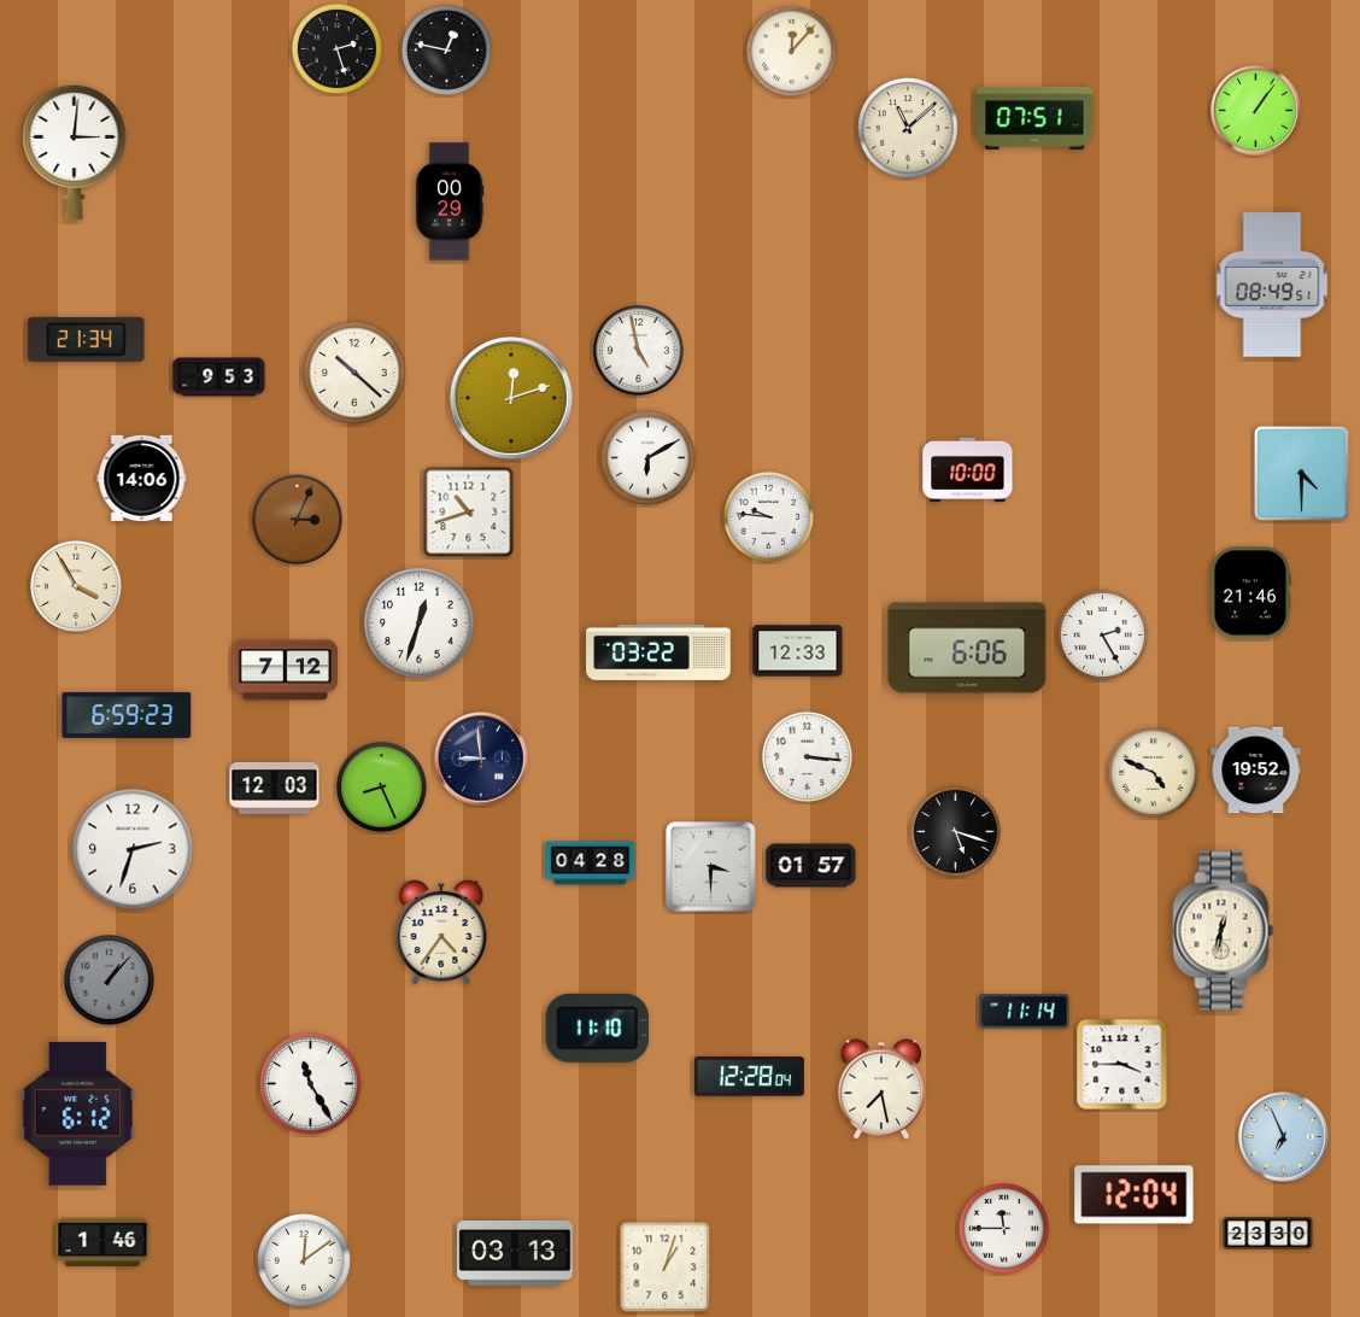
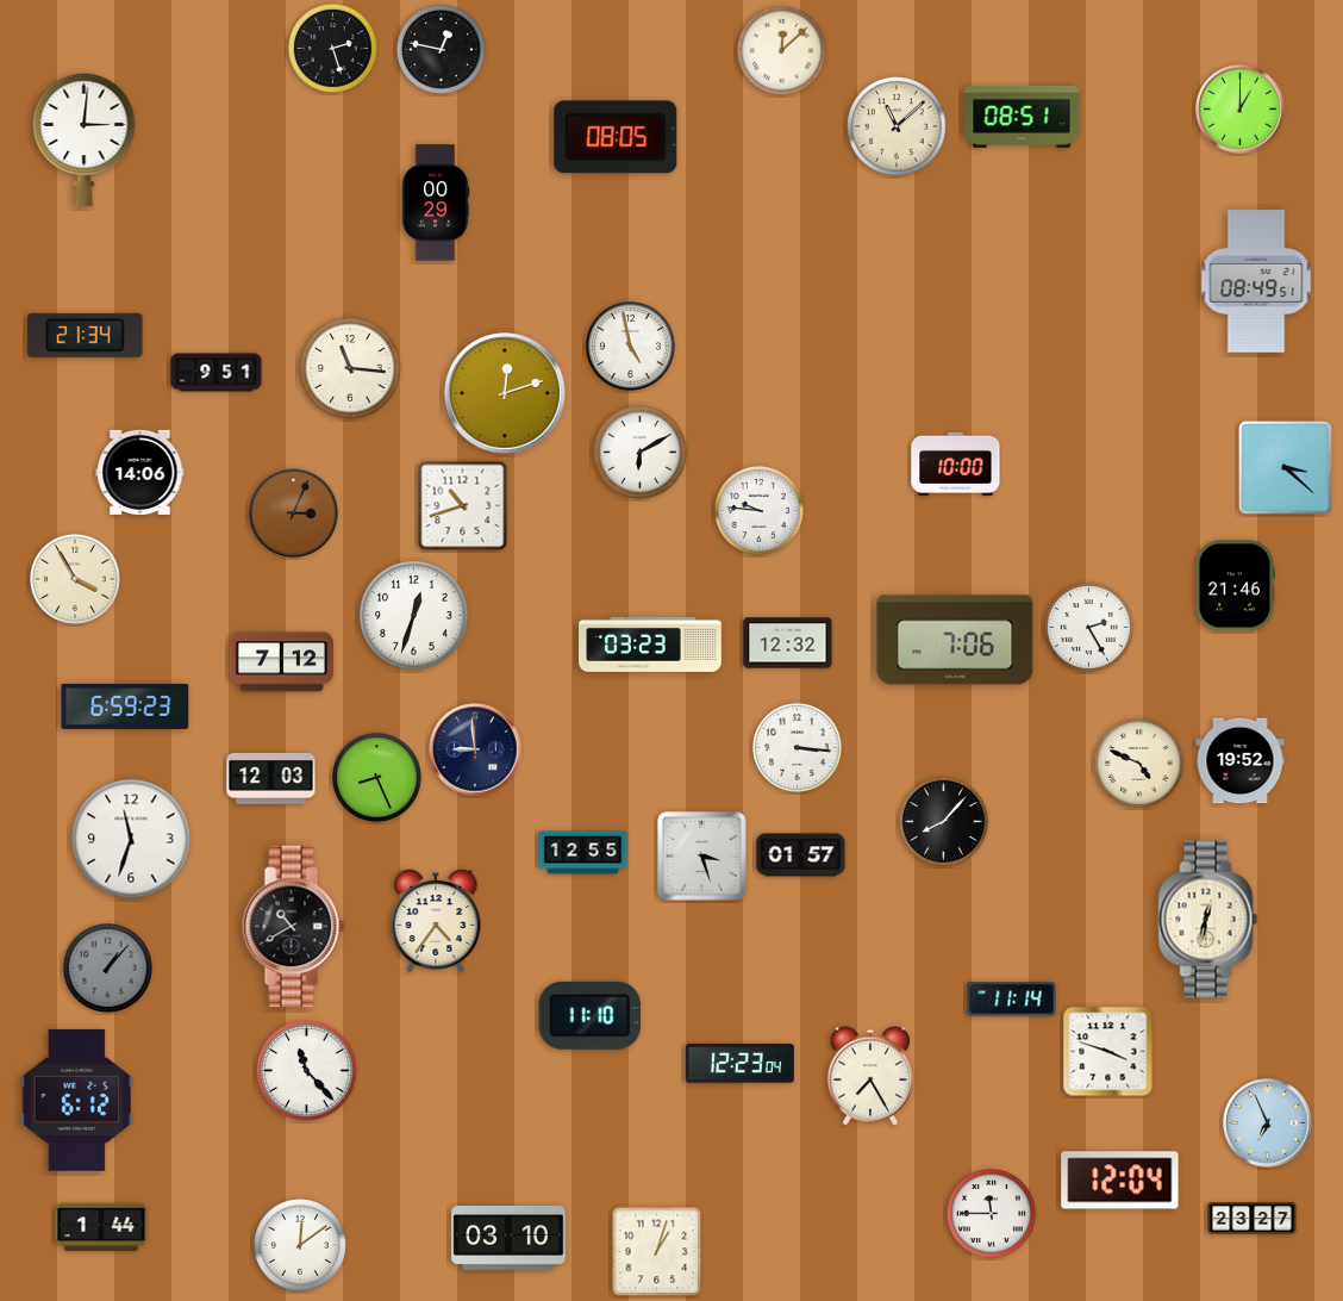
clock at (792, 52): 12:07 -> 12:08
clock at (1256, 111): 1:06 -> 1:00
clock at (1034, 118): 07:51 -> 08:51
clock at (616, 137): none -> 08:05
clock at (75, 152) position: (75, 152) -> (85, 139)
clock at (450, 201) position: (450, 201) -> (436, 203)
clock at (354, 373): 10:22 -> 11:16
clock at (219, 377): 9:53 -> 9:51
clock at (1302, 474): 4:30 -> 3:22
clock at (967, 648): 6:06 -> 7:06
clock at (798, 651): 12:33 -> 12:32
clock at (658, 652): 03:22 -> 03:23
clock at (956, 832): 5:18 -> 8:07
clock at (133, 849): 2:33 -> 11:33
clock at (591, 864): 04:28 -> 12:55
clock at (711, 867): 3:30 -> 3:27
clock at (294, 927): none -> 10:40
clock at (1122, 1065): 3:45 -> 3:48
clock at (749, 1077): 12:28 -> 12:23
clock at (311, 1084): 11:25 -> 11:23
clock at (881, 1089): 7:28 -> 7:25
clock at (1268, 1234): 23:30 -> 23:27
clock at (102, 1242): 1:46 -> 1:44
clock at (515, 1253): 03:13 -> 03:10
